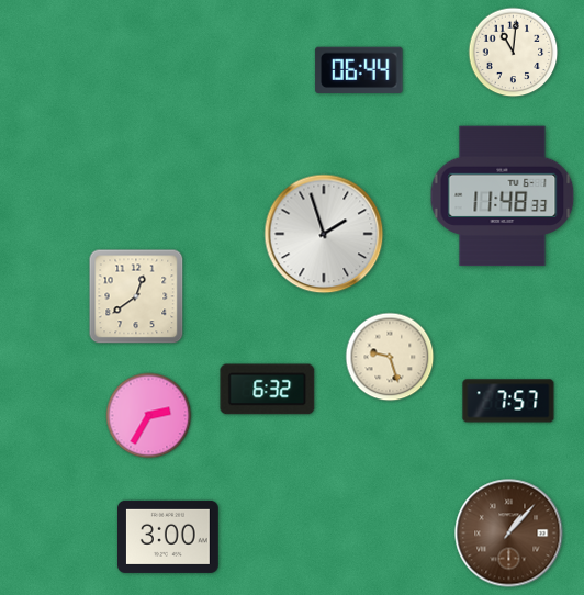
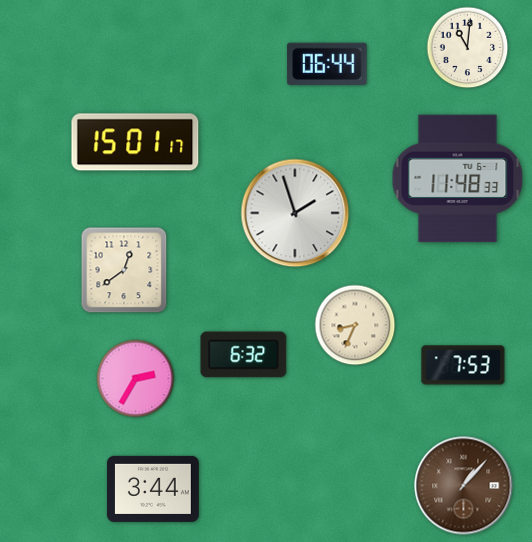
clock at (135, 142): none -> 15:01
clock at (390, 357): 9:27 -> 8:34
clock at (508, 401): 7:57 -> 7:53
clock at (169, 537): 3:00 -> 3:44
